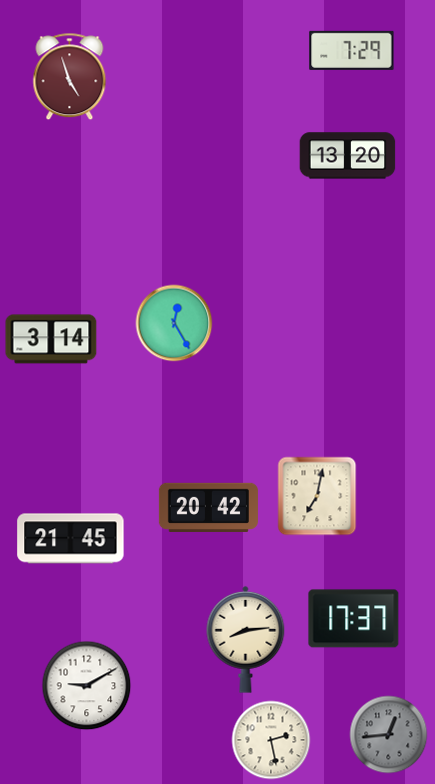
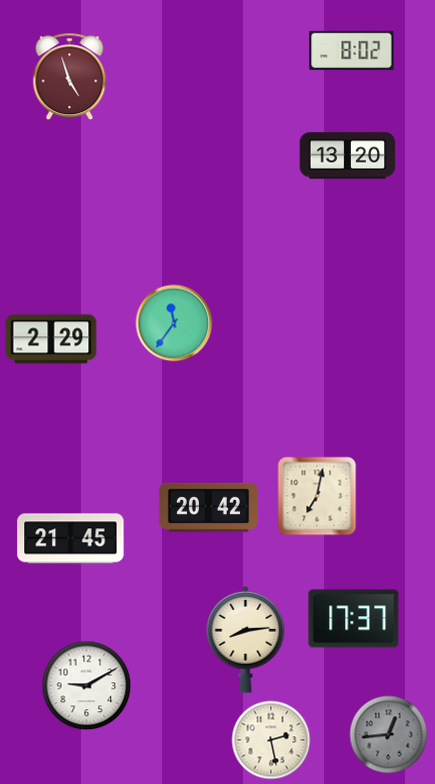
clock at (352, 50): 7:29 -> 8:02
clock at (174, 323): 12:25 -> 11:36
clock at (51, 339): 3:14 -> 2:29
